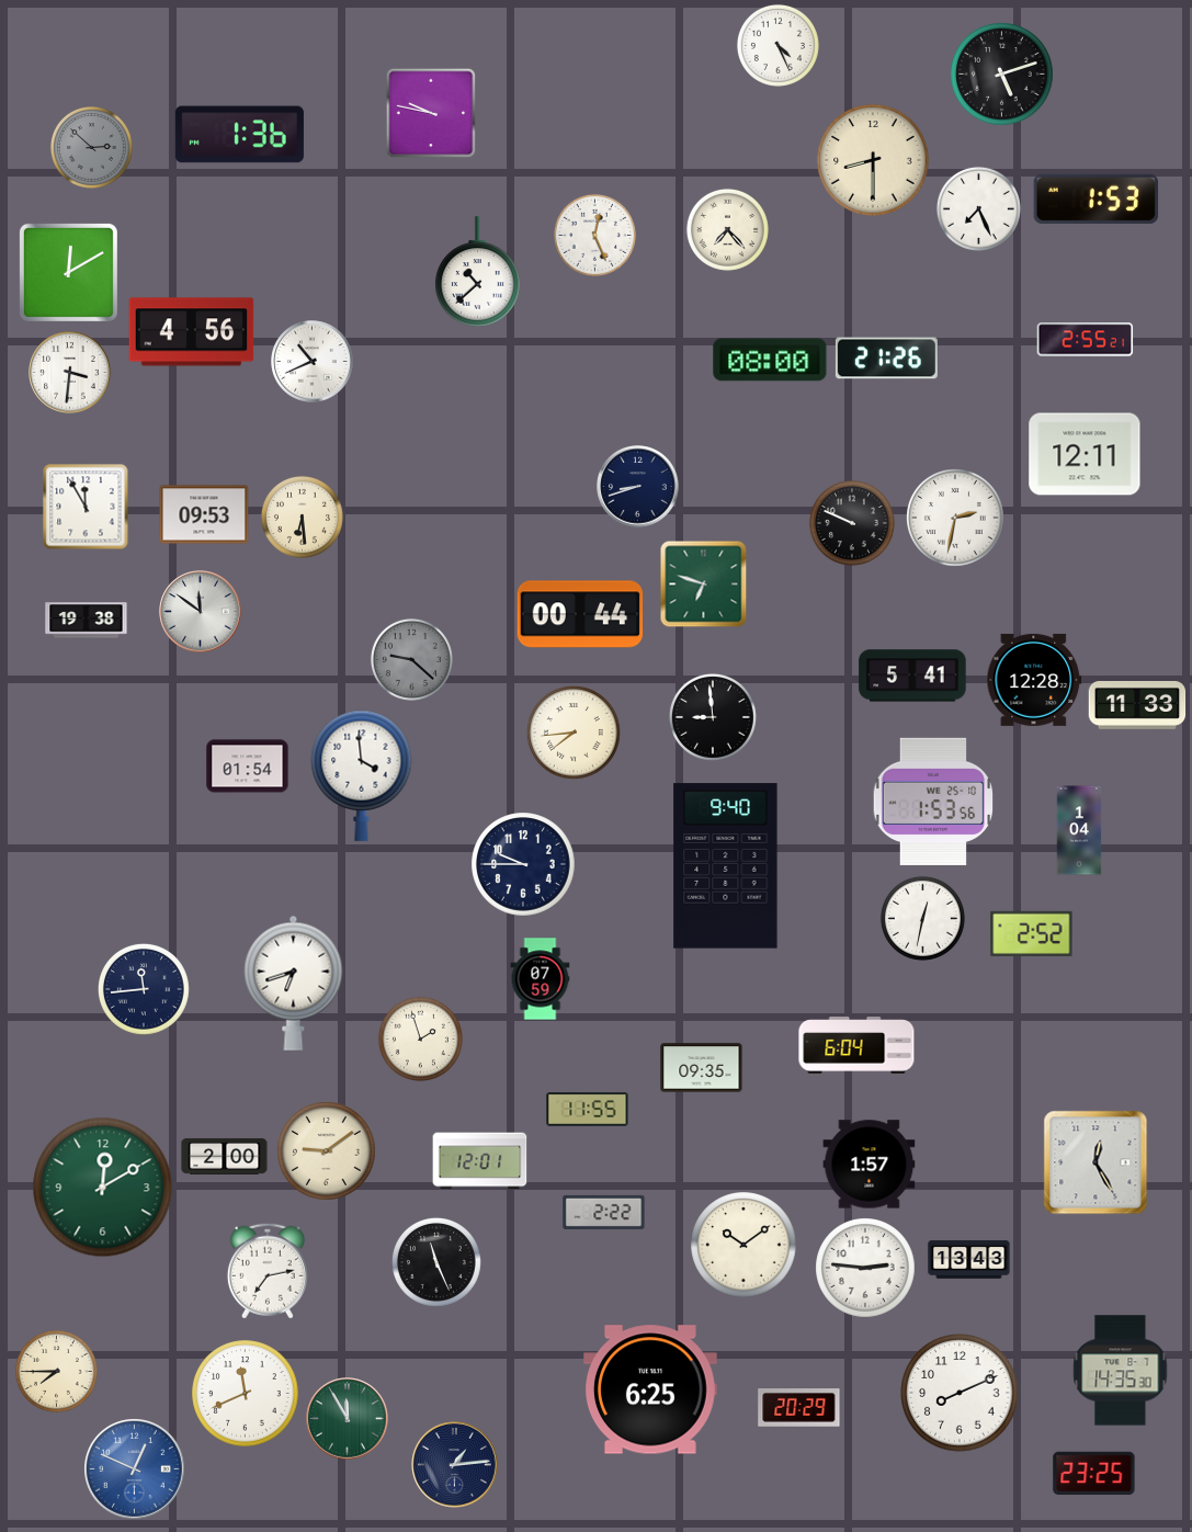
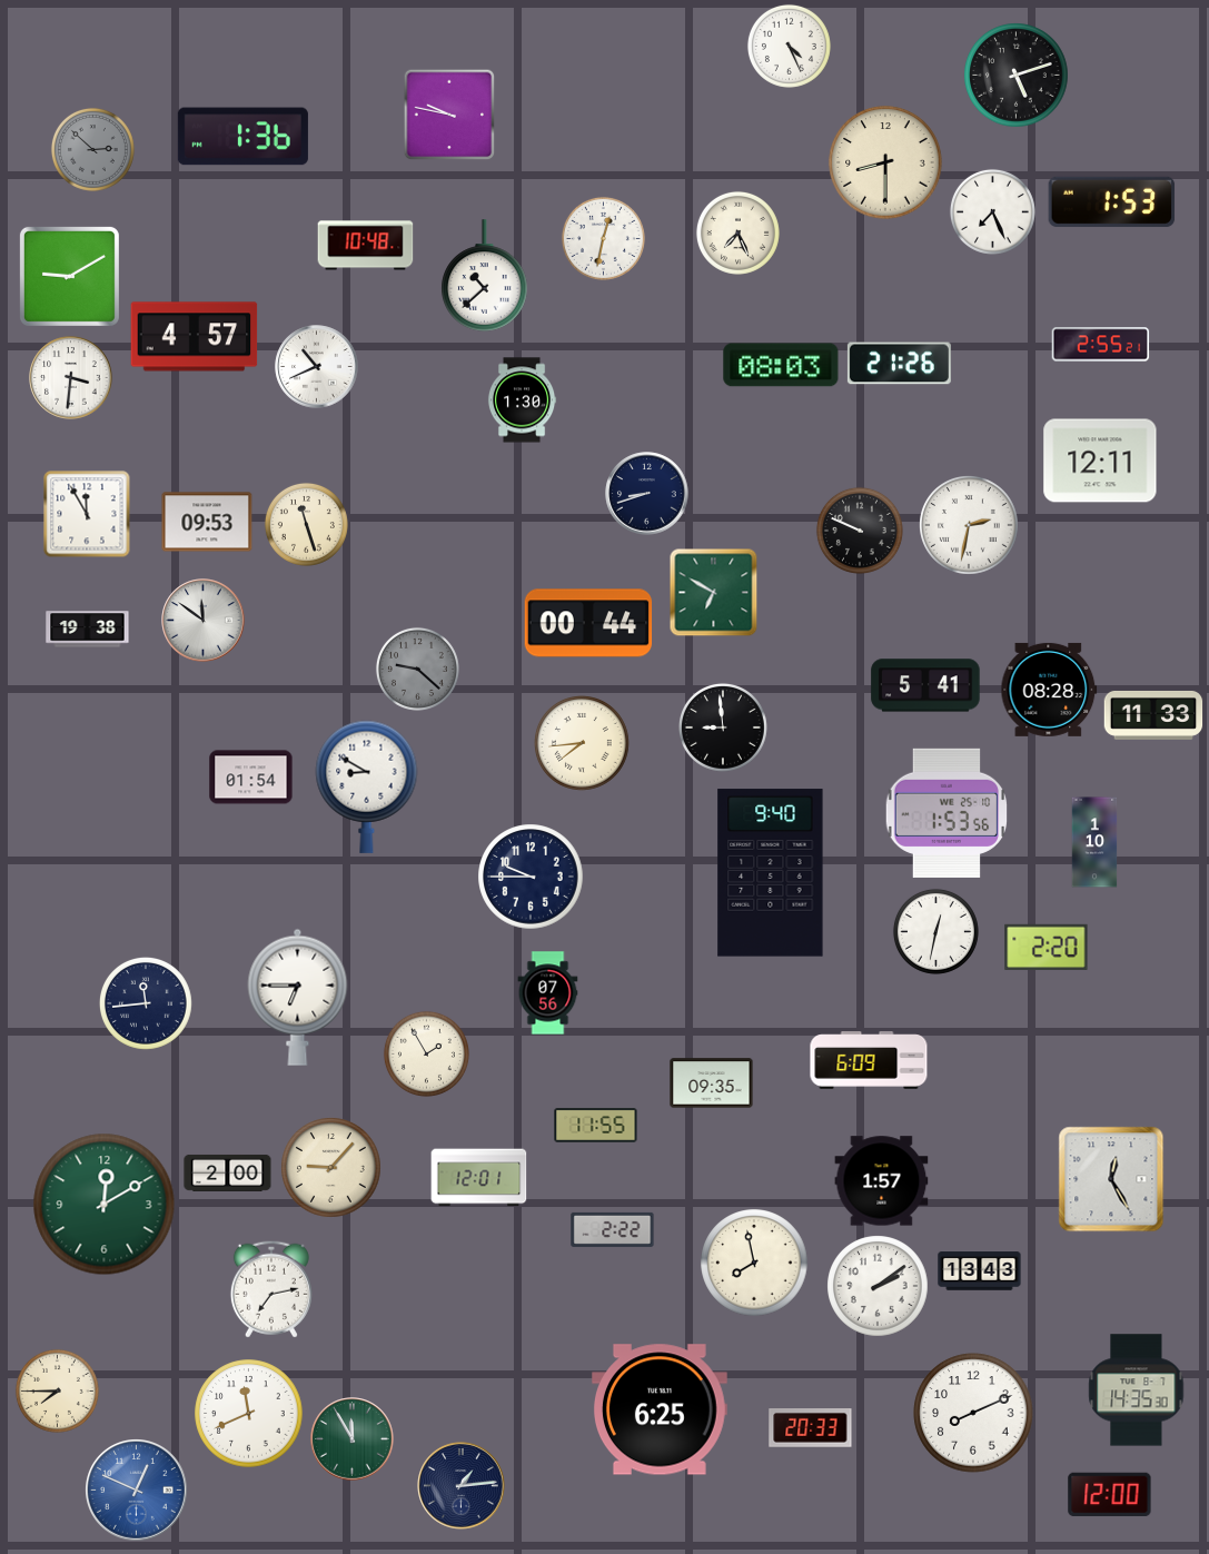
clock at (431, 113) position: (431, 113) -> (449, 115)
clock at (727, 229): 7:23 -> 7:26
clock at (594, 235): 12:26 -> 12:32
clock at (366, 246): none -> 10:48
clock at (68, 272): 12:10 -> 9:10
clock at (192, 332): 4:56 -> 4:57
clock at (770, 360): 08:00 -> 08:03
clock at (522, 400): none -> 1:30
clock at (302, 517): 6:29 -> 11:27
clock at (852, 523) position: (852, 523) -> (860, 531)
clock at (704, 585): 6:48 -> 6:50
clock at (1034, 680): 12:28 -> 08:28
clock at (362, 775): 3:59 -> 8:50
clock at (1079, 830): 1:04 -> 1:10
clock at (726, 866) position: (726, 866) -> (771, 873)
clock at (1032, 933): 2:52 -> 2:20
clock at (541, 979): 07:59 -> 07:56
clock at (294, 983): 6:42 -> 6:45
clock at (420, 1039): 1:57 -> 1:55
clock at (856, 1045): 6:04 -> 6:09
clock at (327, 1151): 9:09 -> 9:07
clock at (480, 1161) position: (480, 1161) -> (479, 1178)
clock at (743, 1245): 10:09 -> 7:58
clock at (969, 1260) position: (969, 1260) -> (980, 1271)
clock at (436, 1262): 11:26 -> none
clock at (865, 1268): 2:46 -> 2:09
clock at (799, 1408): 20:29 -> 20:33
clock at (1094, 1474): 23:25 -> 12:00
